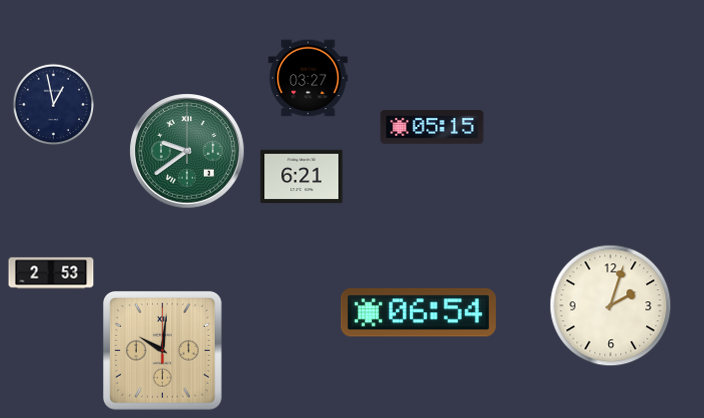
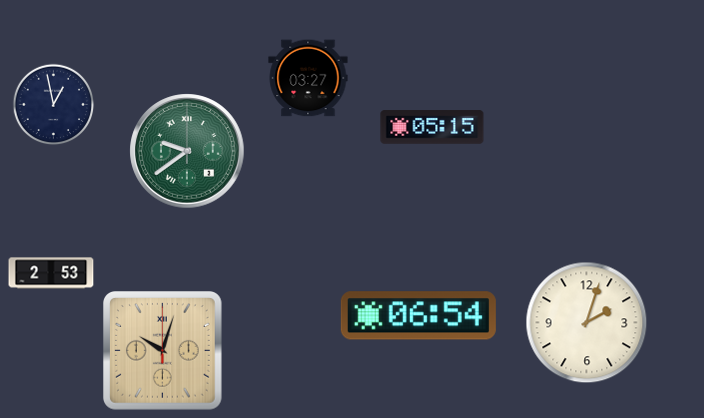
clock at (302, 177): 6:21 -> none
clock at (611, 306) position: (611, 306) -> (587, 323)
clock at (418, 313) position: (418, 313) -> (418, 316)
clock at (163, 351): 10:01 -> 10:03
